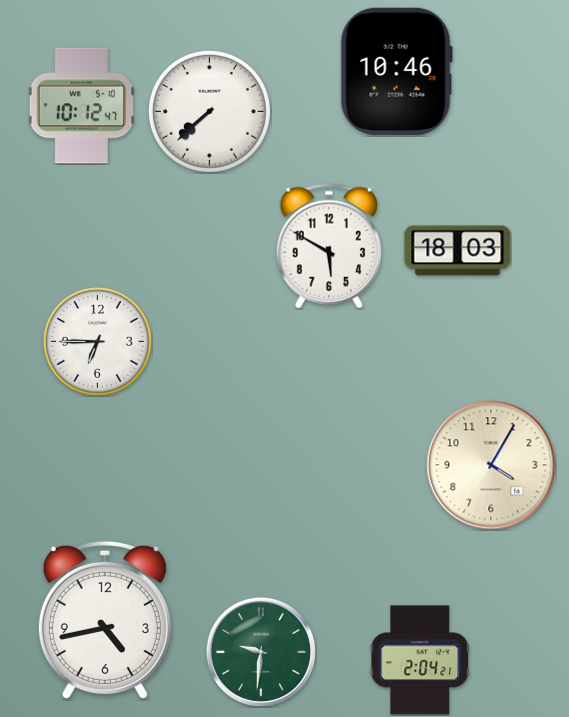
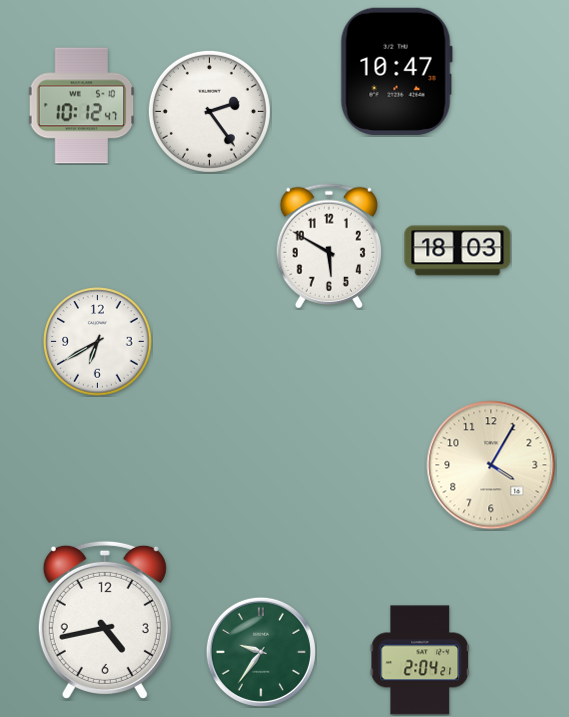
clock at (396, 71): 10:46 -> 10:47
clock at (209, 111): 7:38 -> 2:24
clock at (98, 342): 6:45 -> 6:40
clock at (261, 652): 9:31 -> 9:36
